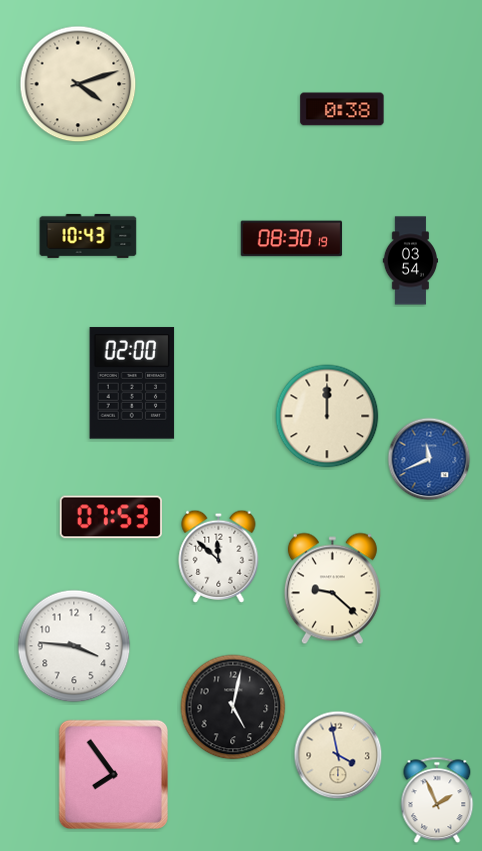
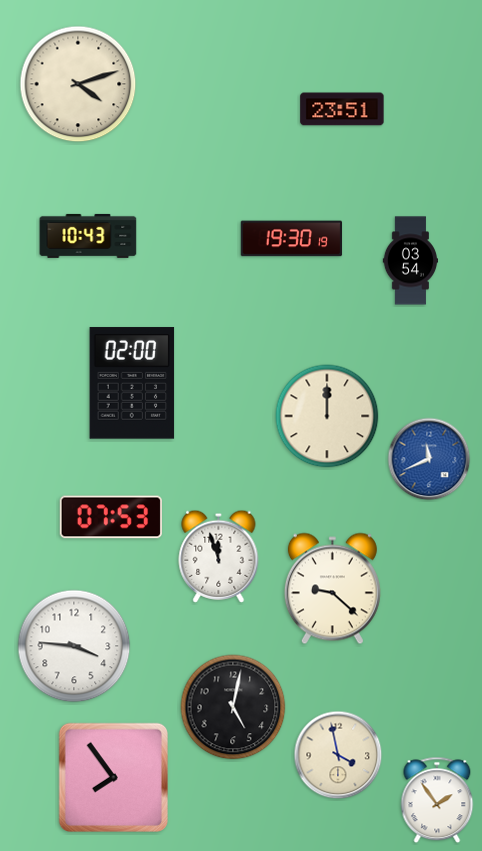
clock at (342, 109): 0:38 -> 23:51
clock at (292, 239): 08:30 -> 19:30
clock at (219, 556): 11:52 -> 11:57
clock at (113, 774) position: (113, 774) -> (113, 777)
clock at (437, 800): 1:56 -> 1:54
